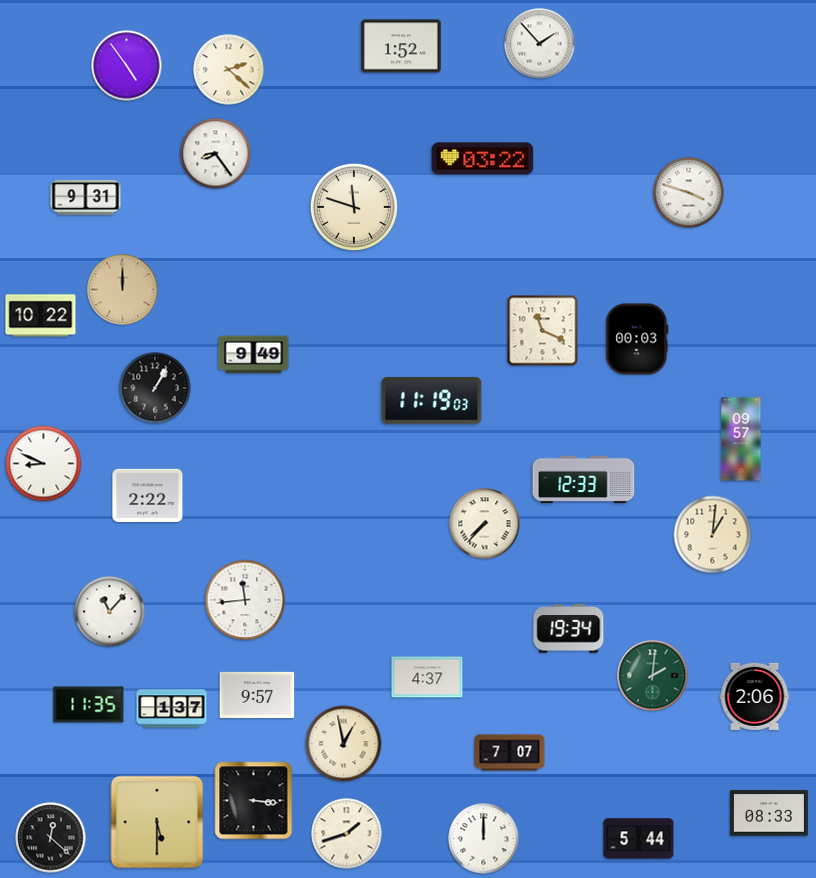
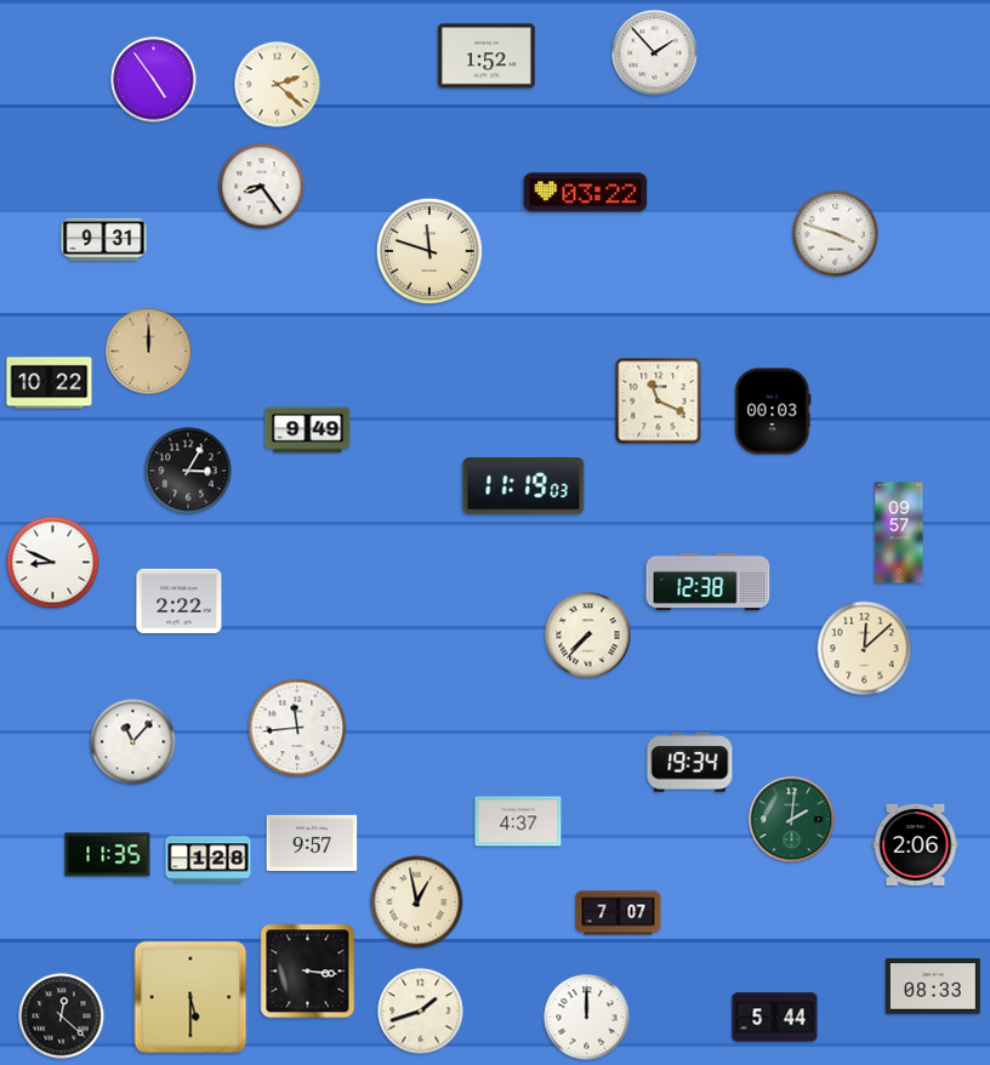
clock at (155, 388): 1:05 -> 3:05
clock at (584, 480): 12:33 -> 12:38
clock at (713, 535): 1:01 -> 12:08
clock at (172, 709): 1:37 -> 1:28
